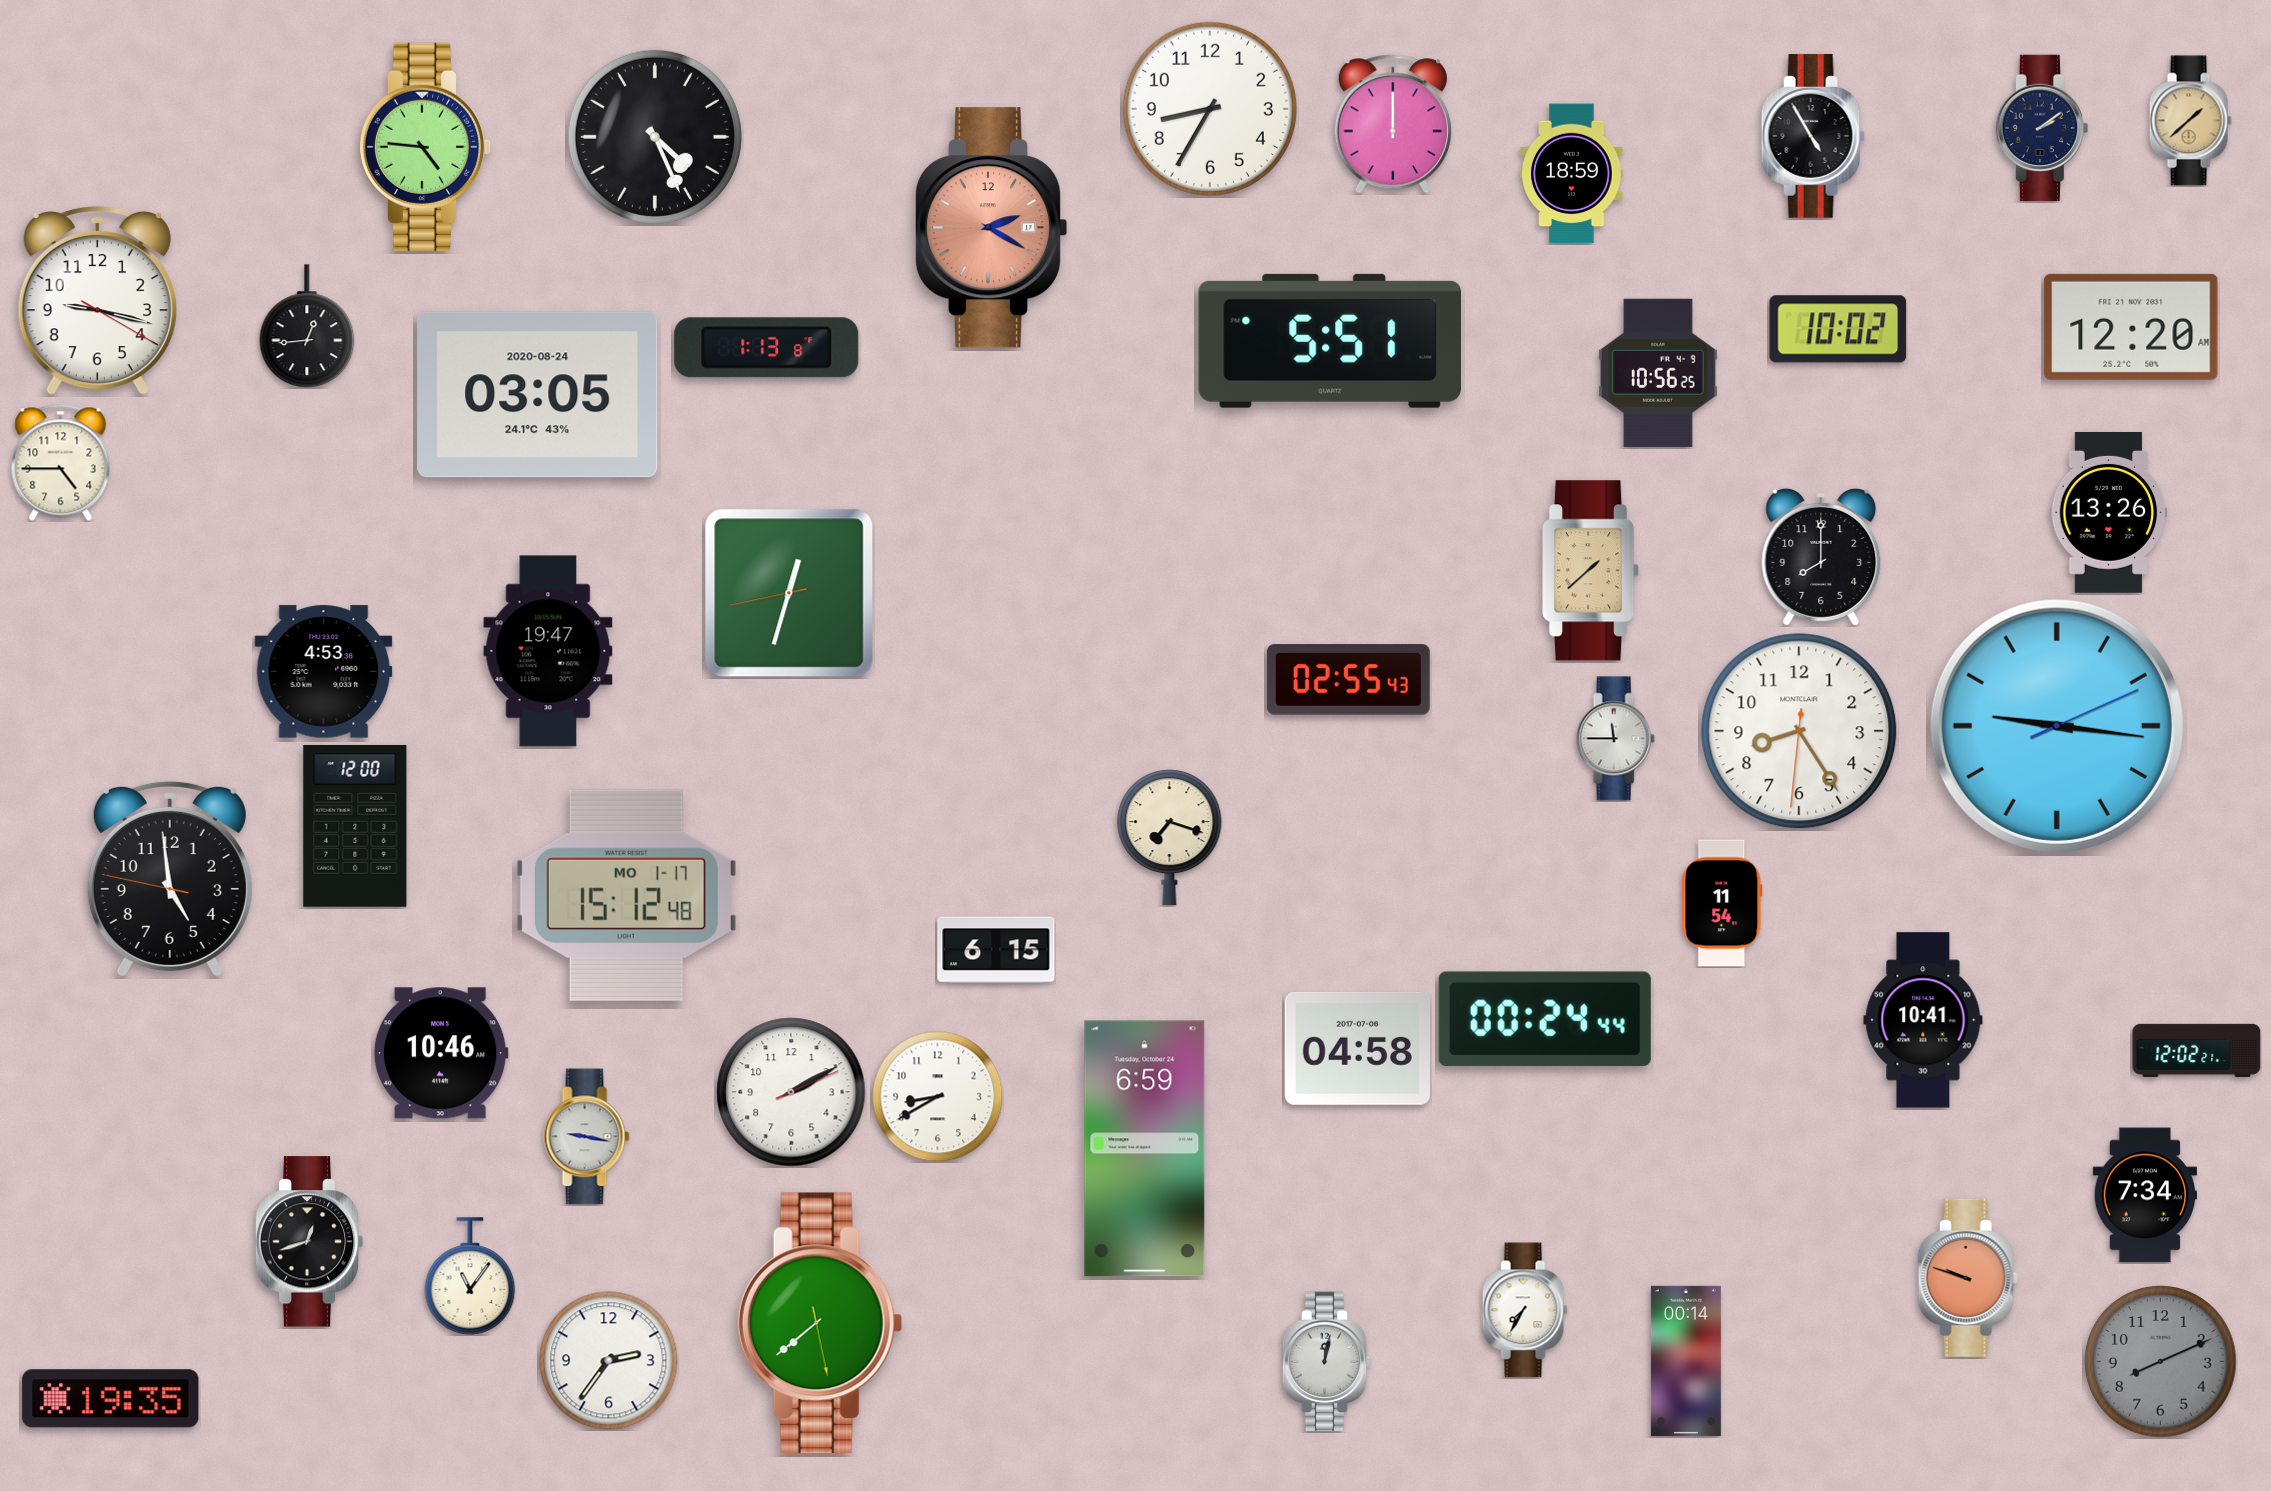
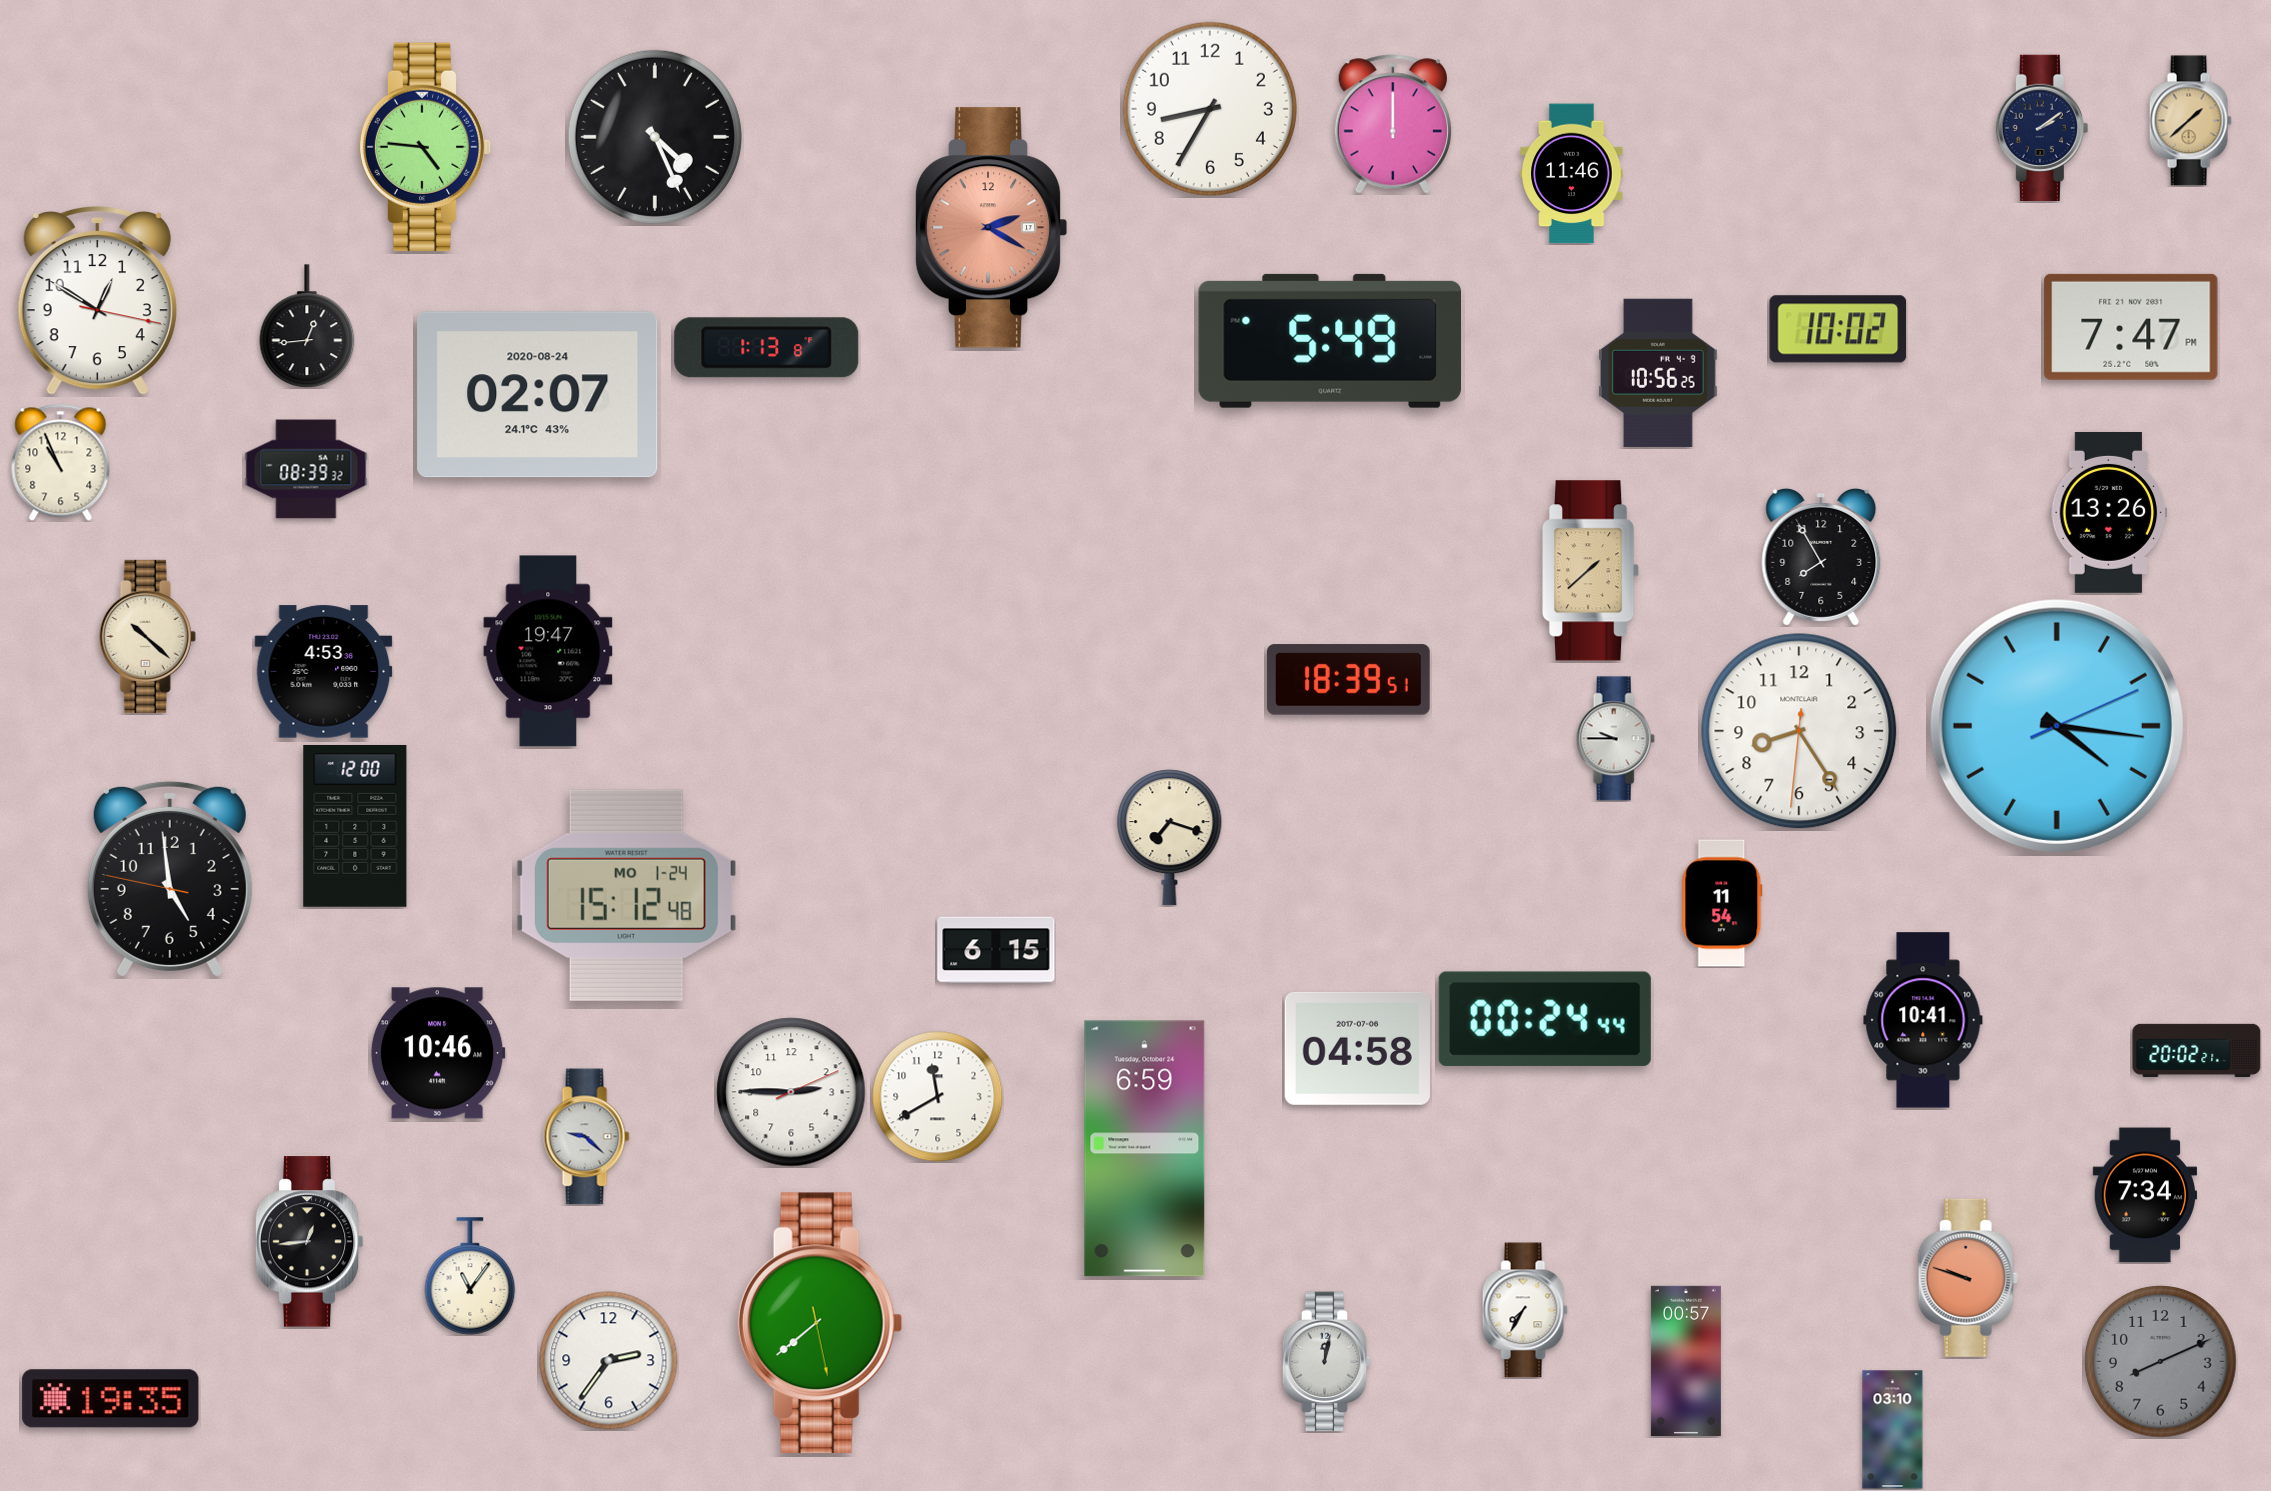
clock at (1813, 137): 4:55 -> none
clock at (1572, 174): 18:59 -> 11:46
clock at (97, 300): 9:17 -> 12:50
clock at (2131, 327): 12:20 -> 7:47
clock at (1329, 341): 5:51 -> 5:49
clock at (538, 395): 03:05 -> 02:07
clock at (61, 462): 4:45 -> 10:56
clock at (306, 469): none -> 08:39
clock at (1821, 557): 8:00 -> 7:55
clock at (789, 593): 12:32 -> none
clock at (147, 636): none -> 10:22
clock at (1348, 680): 02:55 -> 18:39
clock at (2057, 726): 9:16 -> 4:16
clock at (1615, 739): 11:45 -> 9:45
clock at (626, 895) date: MO 1-17 -> MO 1-24
clock at (2197, 1050): 12:02 -> 20:02
clock at (441, 1053) position: (441, 1053) -> (438, 1053)
clock at (791, 1092): 2:10 -> 2:45
clock at (938, 1097): 8:40 -> 11:40
clock at (587, 1137): 9:17 -> 9:22
clock at (309, 1242): 12:42 -> 12:44
clock at (1686, 1361): 00:14 -> 00:57
clock at (1893, 1430): none -> 03:10
